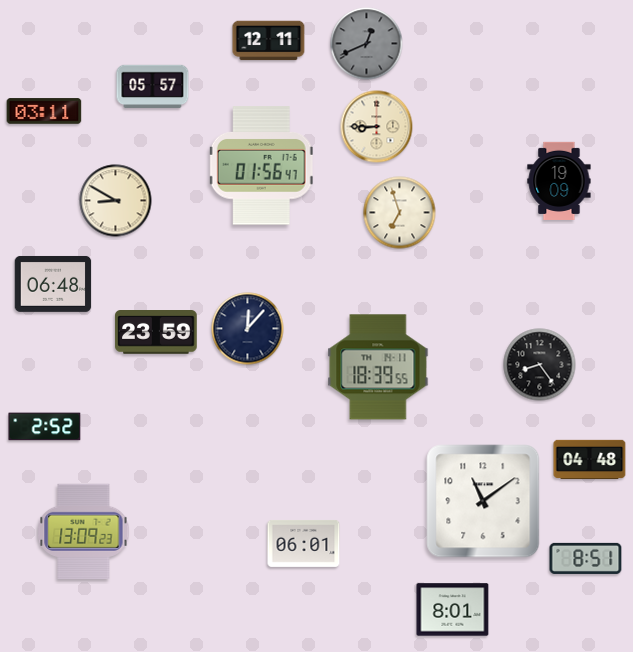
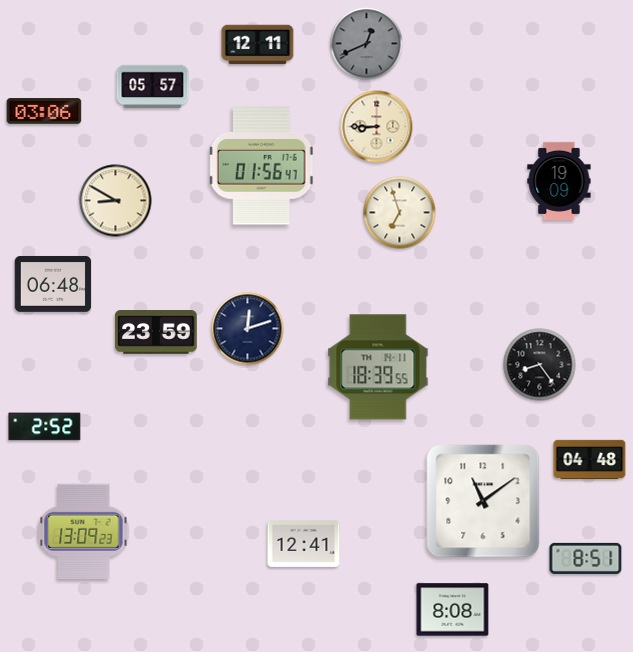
clock at (269, 41) position: (269, 41) -> (258, 45)
clock at (44, 111): 03:11 -> 03:06
clock at (248, 329): 12:07 -> 12:12
clock at (304, 543): 06:01 -> 12:41
clock at (453, 610): 8:01 -> 8:08
